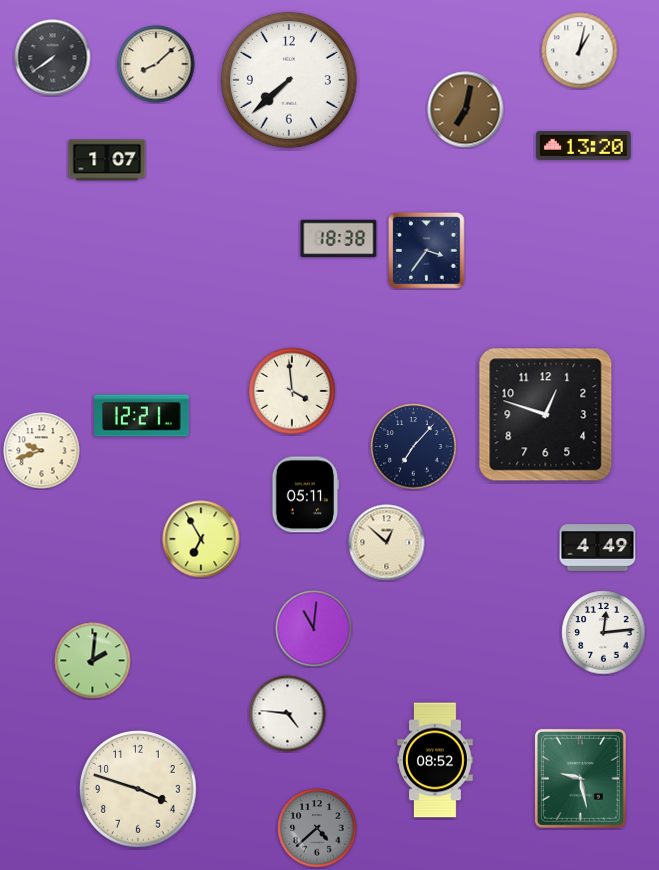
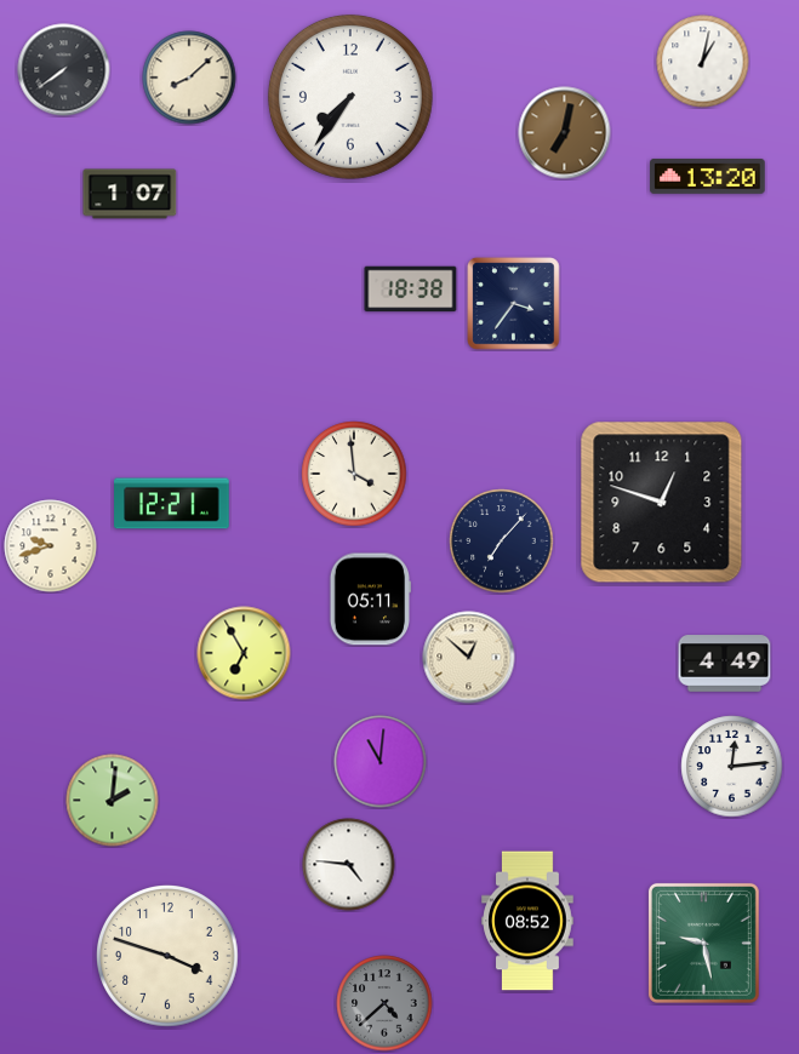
clock at (289, 80): 7:38 -> 7:36
clock at (427, 251) position: (427, 251) -> (514, 304)
